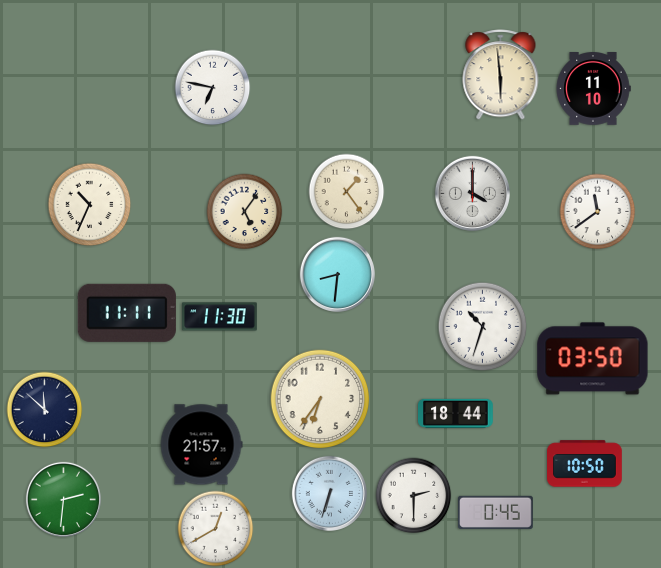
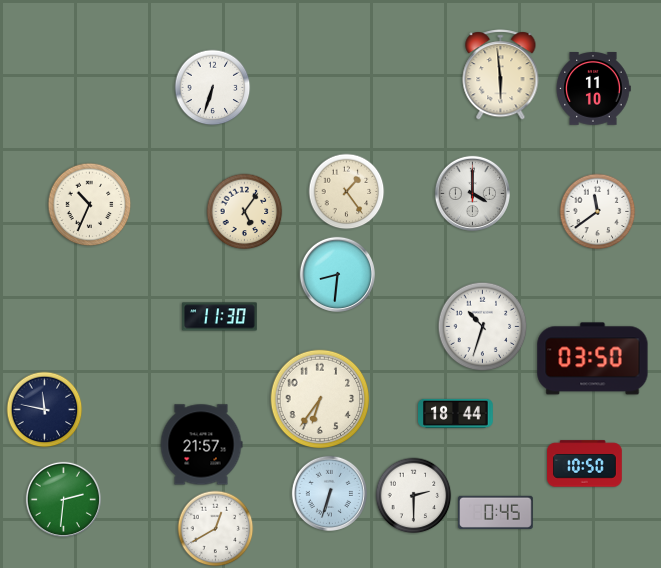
clock at (213, 88): 6:47 -> 6:33
clock at (127, 313): 11:11 -> none
clock at (45, 410): 11:52 -> 11:47
